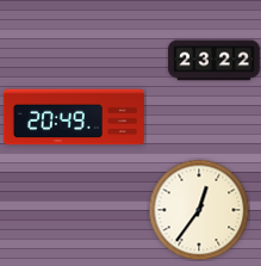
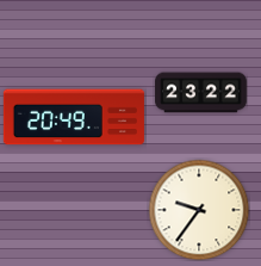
clock at (215, 61) position: (215, 61) -> (201, 93)
clock at (199, 210): 12:36 -> 9:36
